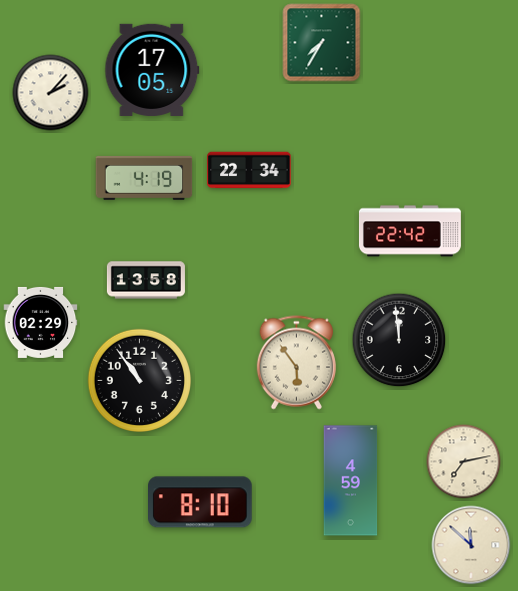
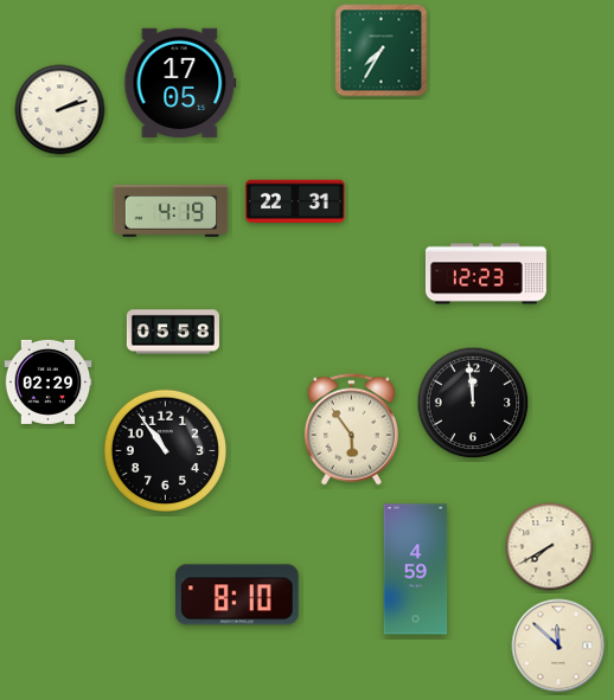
clock at (51, 93): 2:07 -> 2:12
clock at (249, 170): 22:34 -> 22:31
clock at (410, 231): 22:42 -> 12:23
clock at (146, 280): 13:58 -> 05:58
clock at (464, 462): 7:13 -> 7:40
